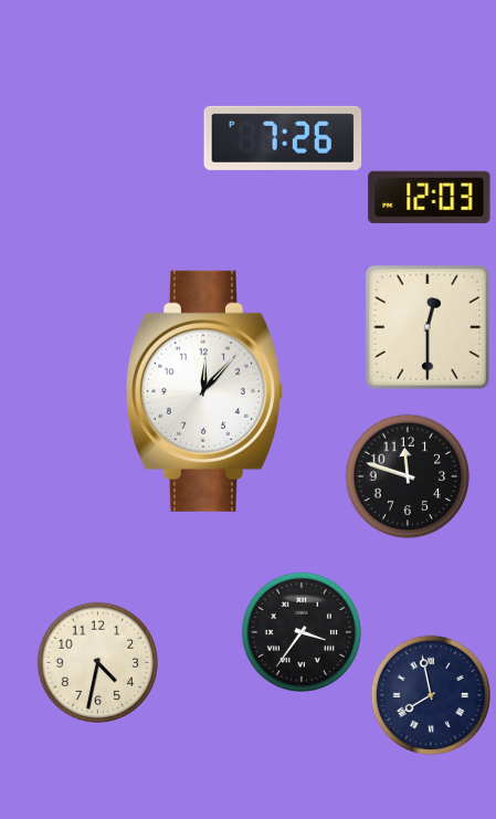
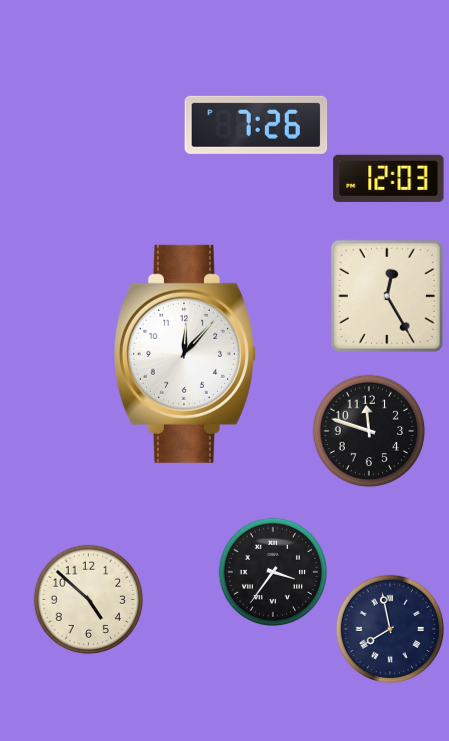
clock at (428, 327): 12:30 -> 12:25
clock at (97, 662): 4:32 -> 4:52
